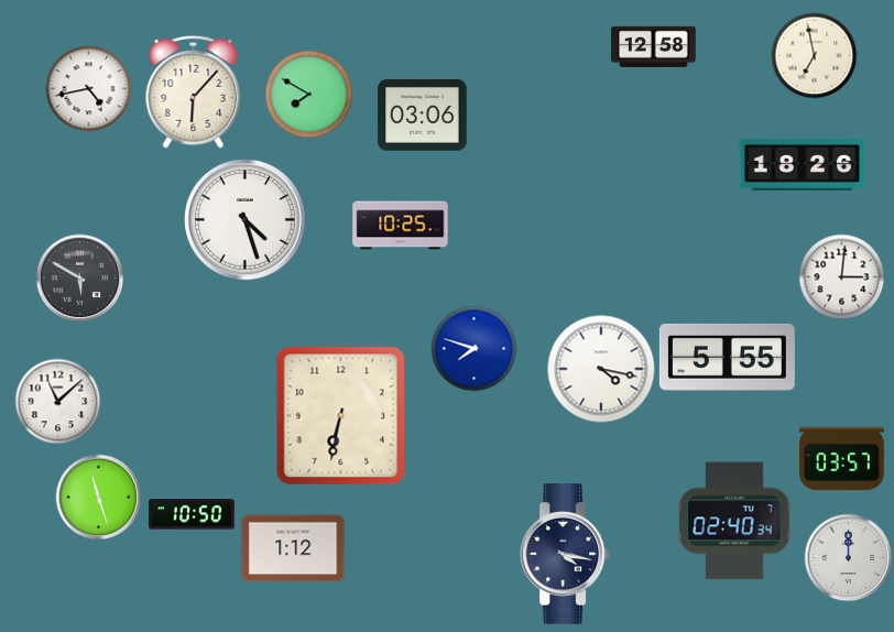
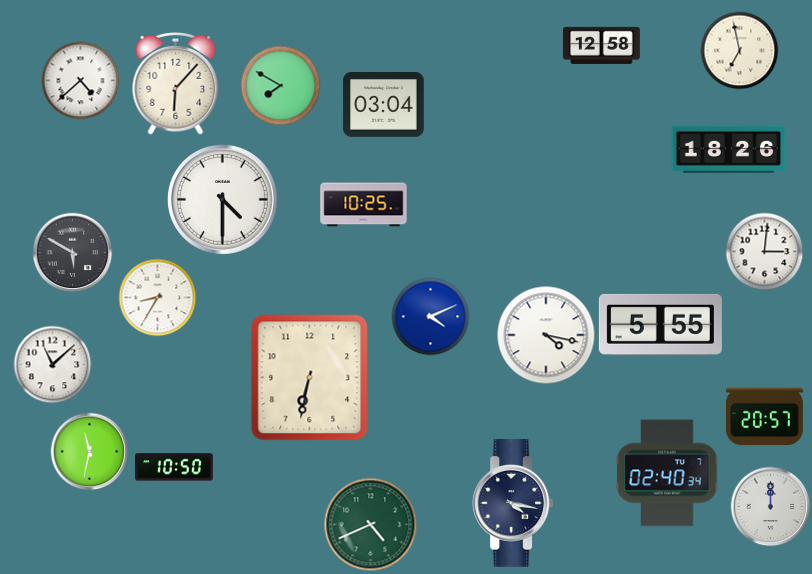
clock at (653, 46) position: (653, 46) -> (601, 45)
clock at (88, 88): 4:43 -> 4:38
clock at (423, 116): 03:06 -> 03:04
clock at (244, 219): 4:27 -> 4:30
clock at (157, 297): none -> 8:35
clock at (473, 348): 7:48 -> 4:11
clock at (842, 459): 03:57 -> 20:57
clock at (98, 497): 11:27 -> 11:32
clock at (293, 548): 1:12 -> none
clock at (370, 524): none -> 4:41
